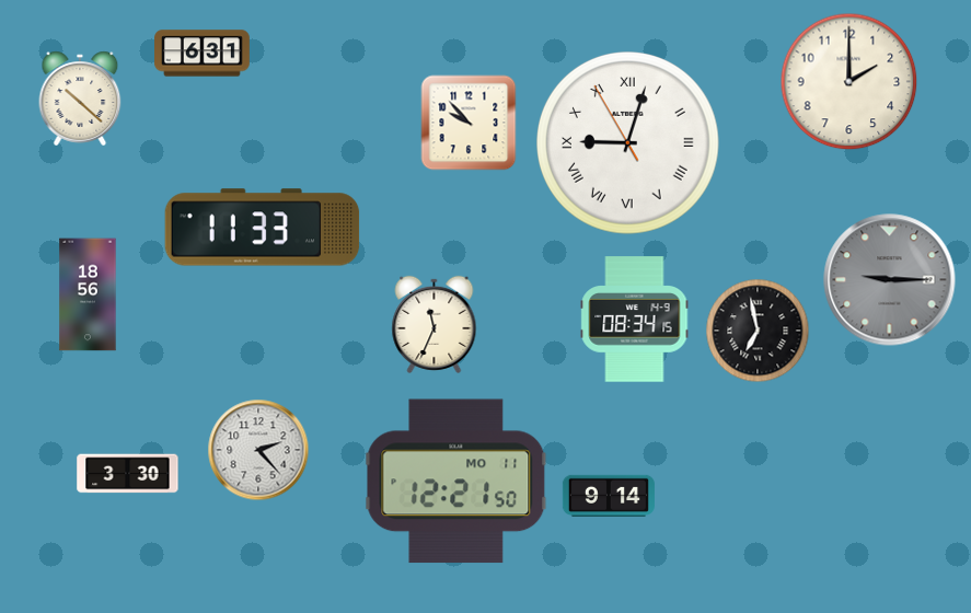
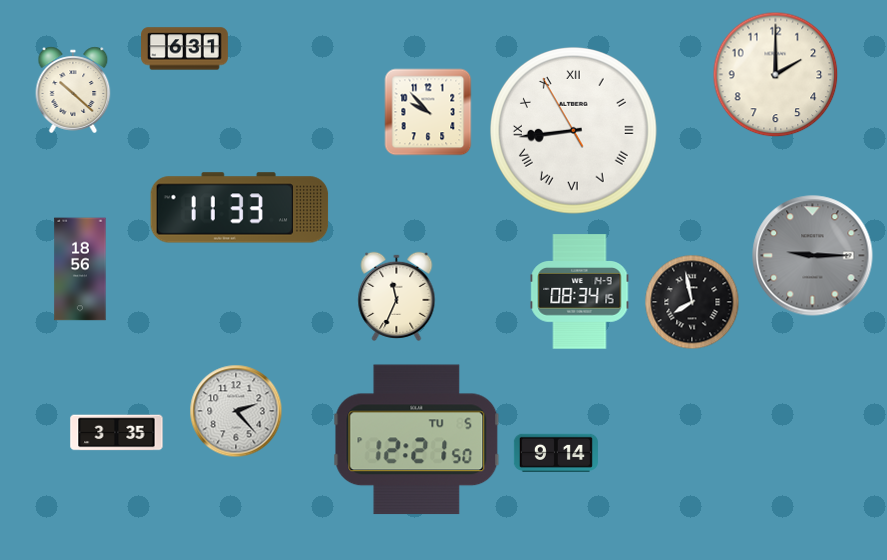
clock at (628, 143): 9:02 -> 8:43
clock at (758, 331): 6:58 -> 7:58
clock at (128, 474): 3:30 -> 3:35
clock at (456, 482) date: MO 11 -> TU 5
